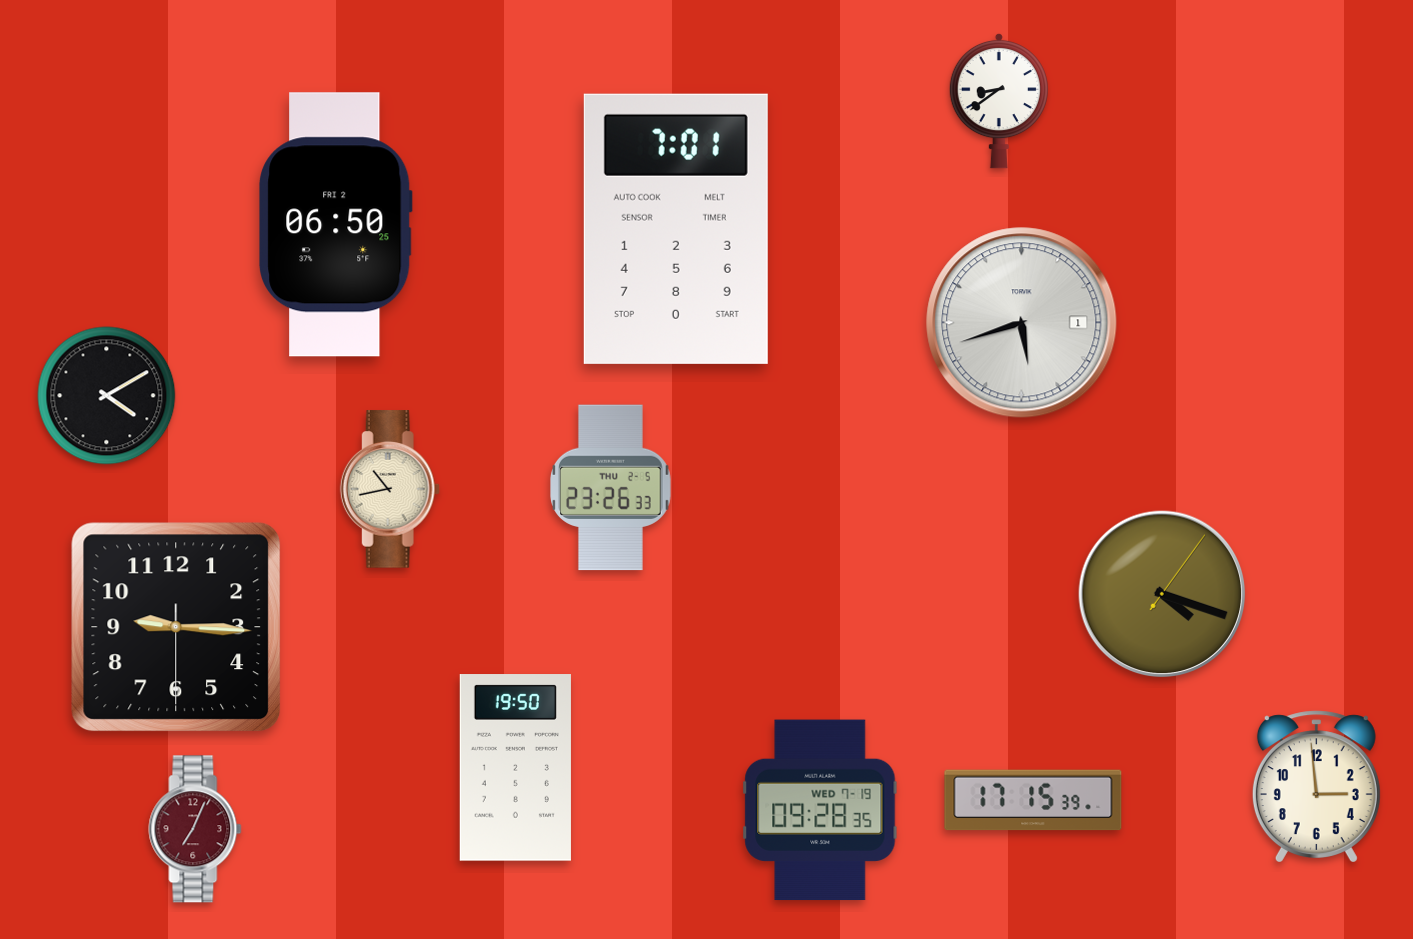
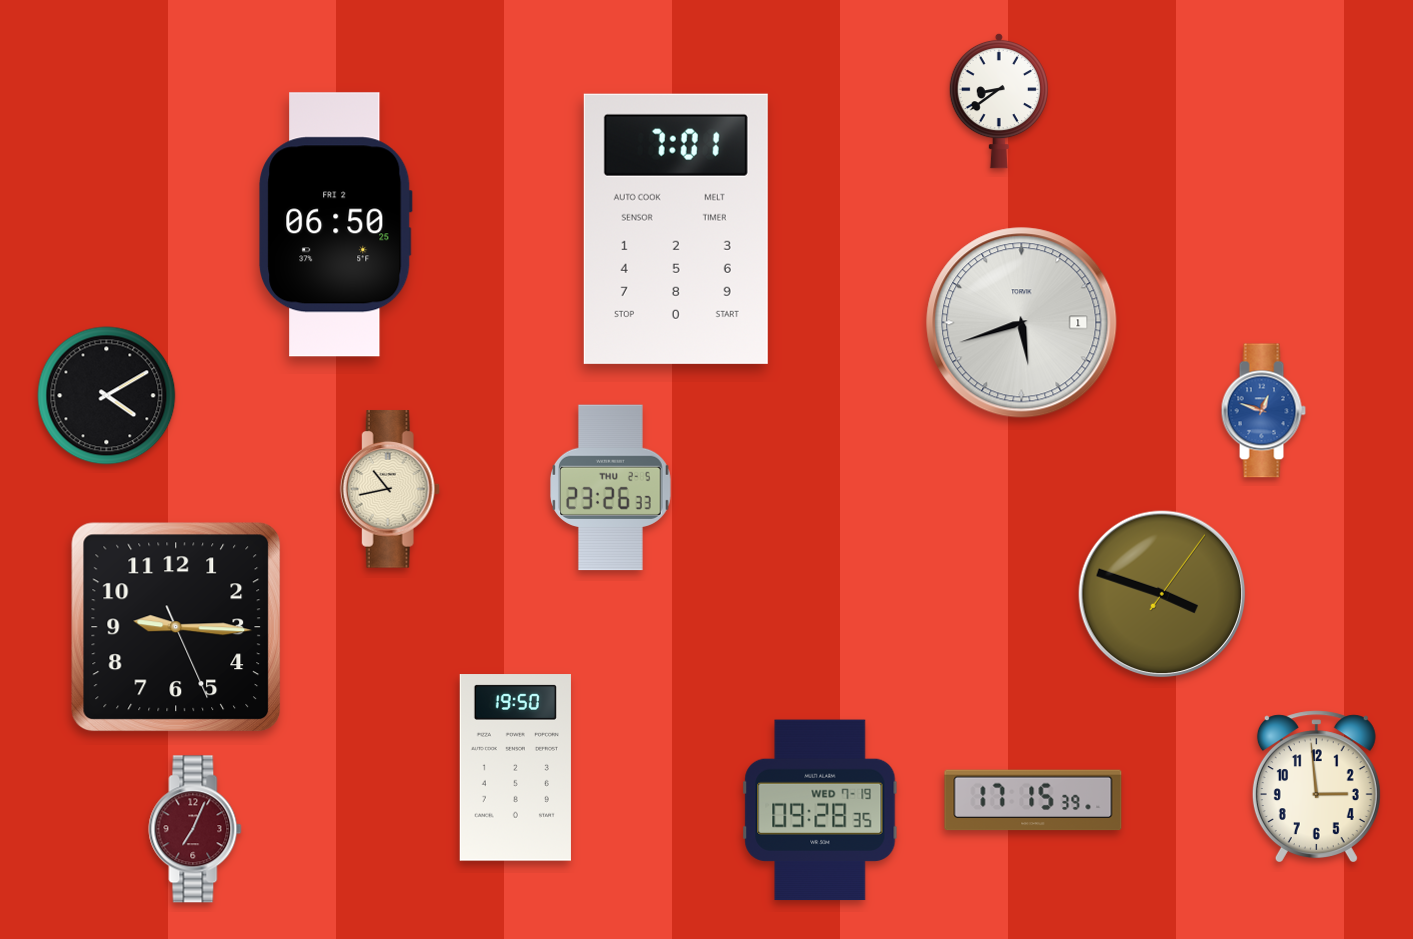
clock at (1263, 411): none -> 12:48
clock at (1162, 594): 4:18 -> 3:48
clock at (176, 627): 9:15:30 -> 9:15:26
